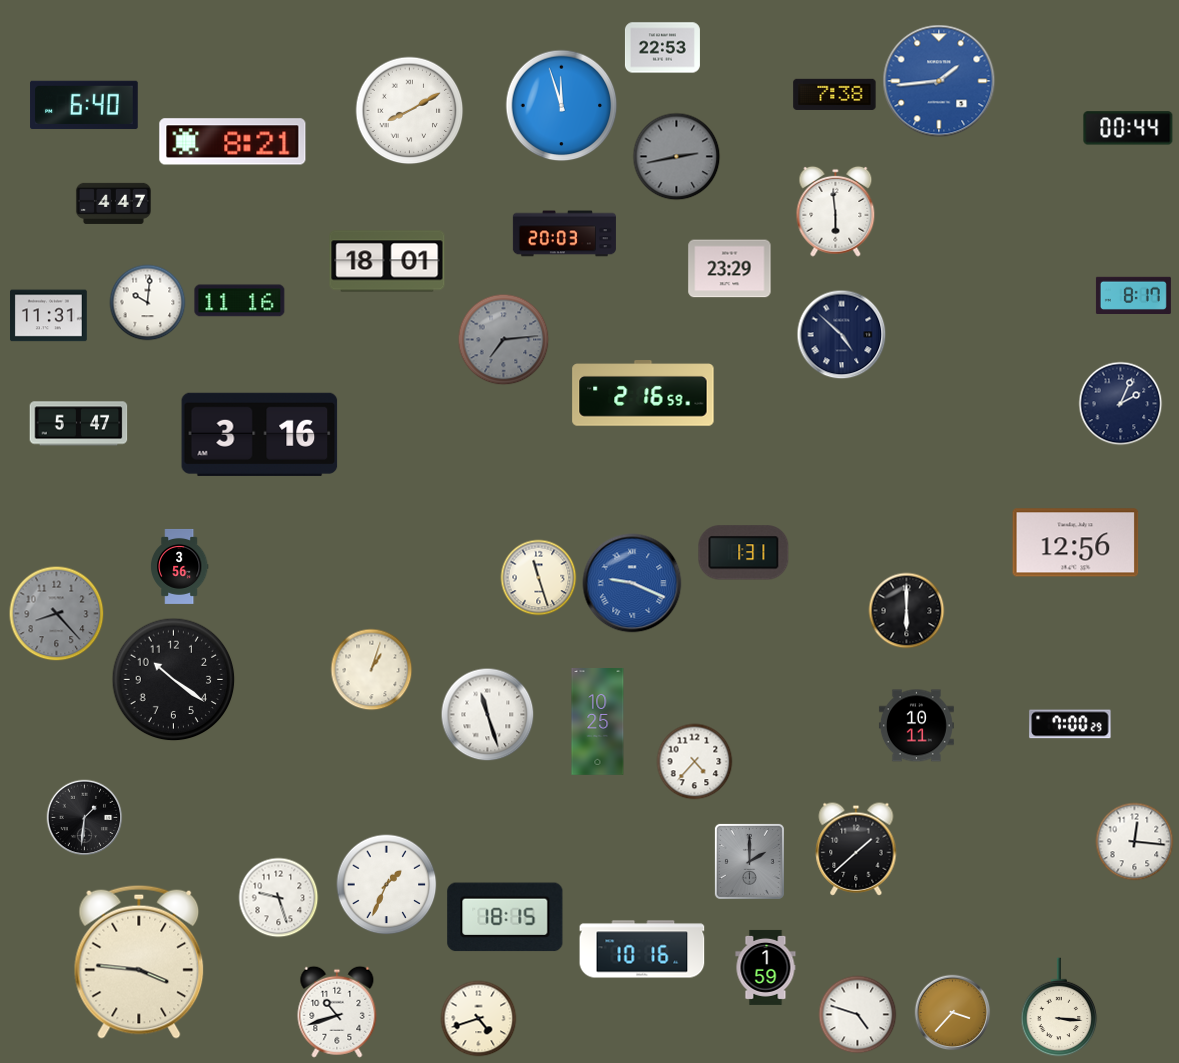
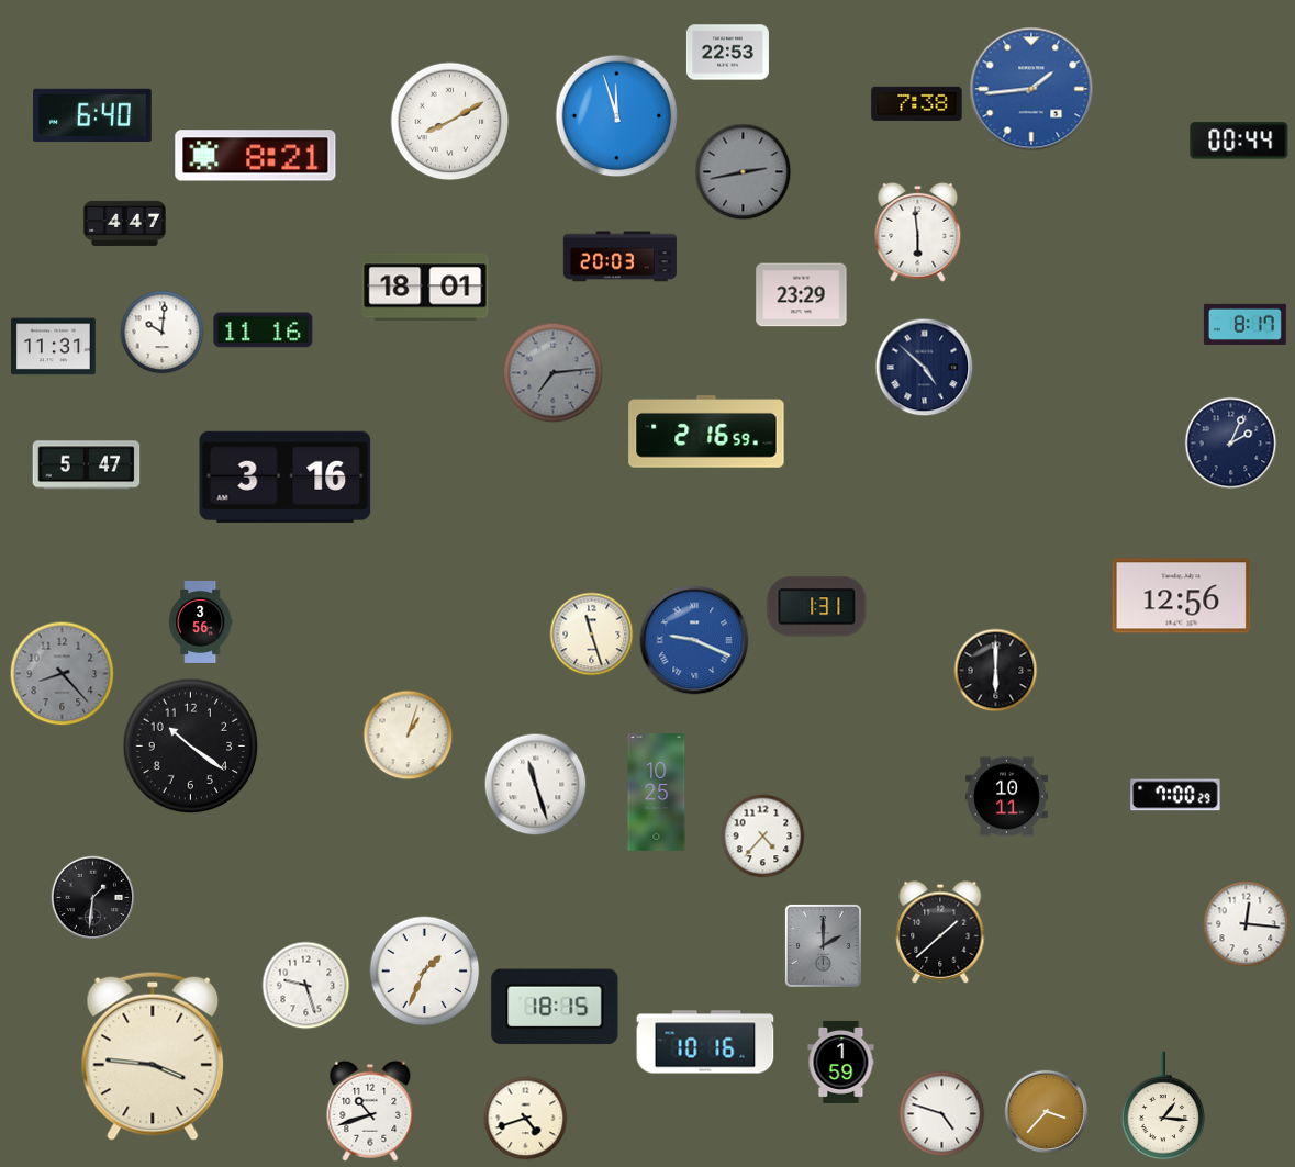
clock at (179, 566) position: (179, 566) -> (200, 621)
clock at (1059, 1007): 3:16 -> 1:16
